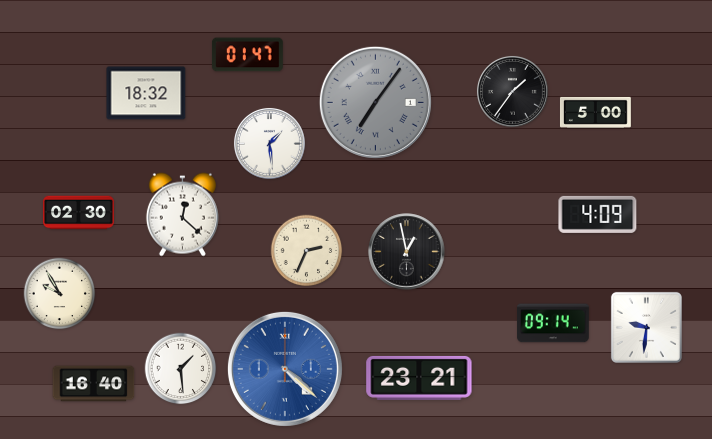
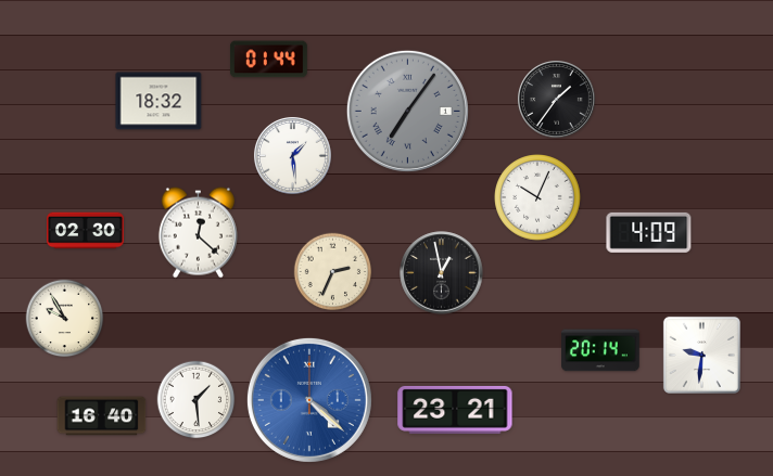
clock at (247, 55): 01:47 -> 01:44
clock at (595, 112): 5:00 -> none
clock at (537, 197): none -> 10:04
clock at (553, 323): 09:14 -> 20:14
